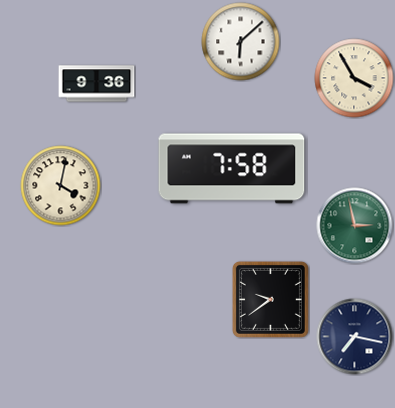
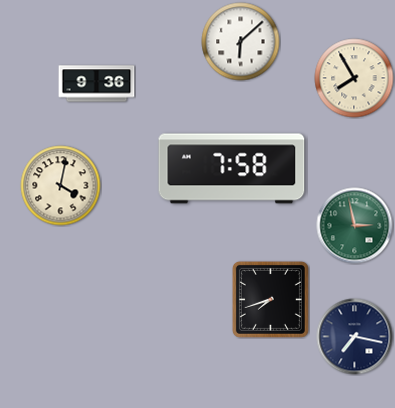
clock at (354, 78): 3:55 -> 7:55
clock at (270, 299): 9:39 -> 7:42
